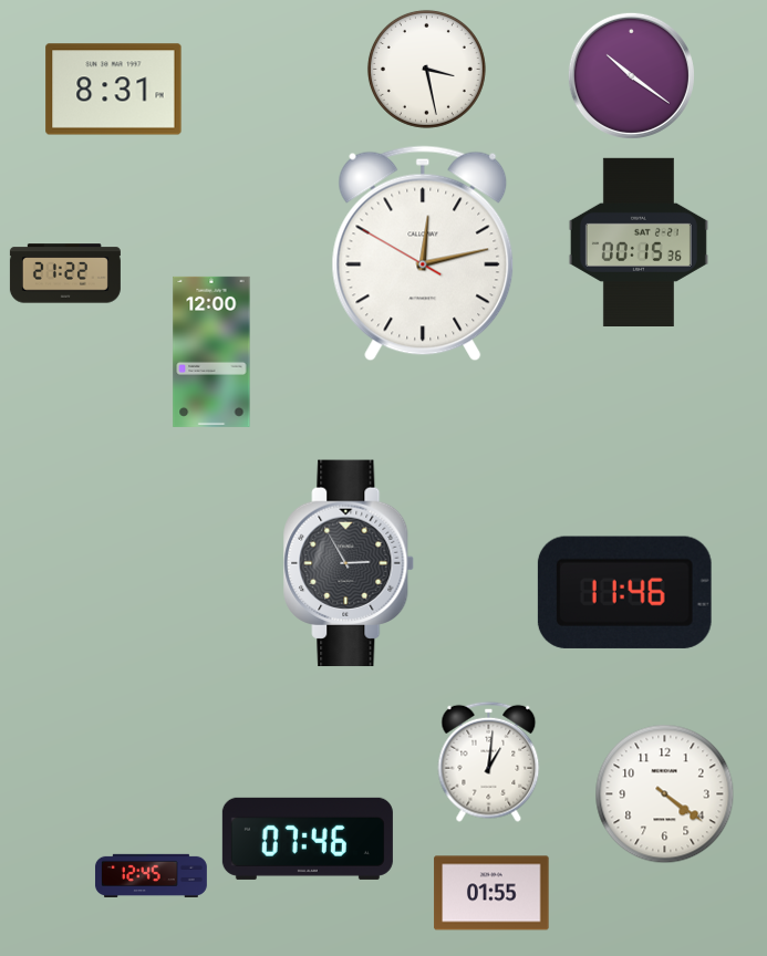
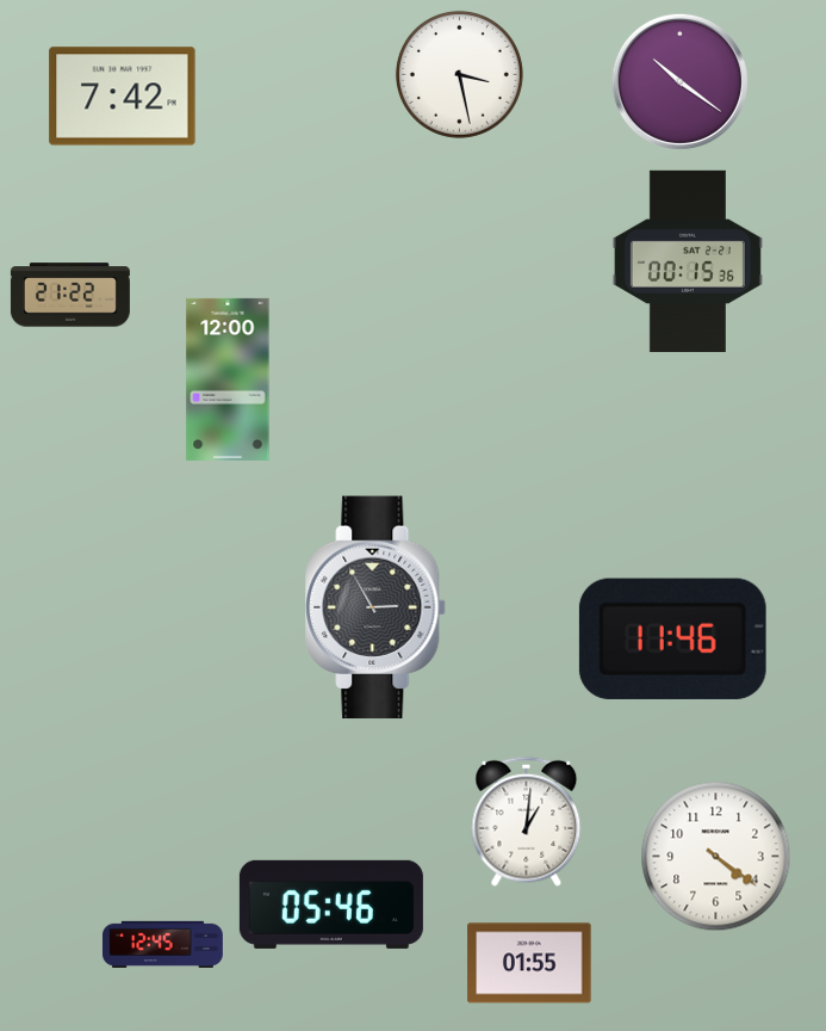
clock at (114, 90): 8:31 -> 7:42
clock at (423, 253): 12:12 -> none
clock at (308, 839): 07:46 -> 05:46
